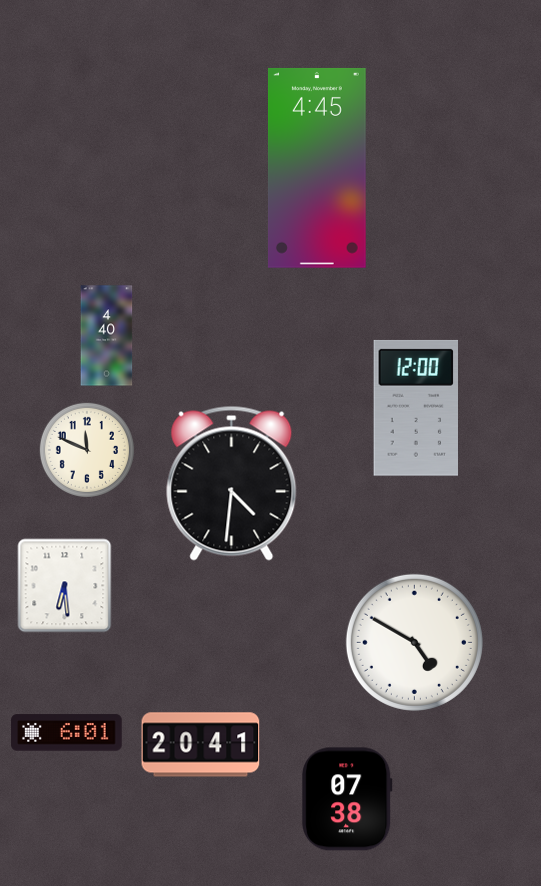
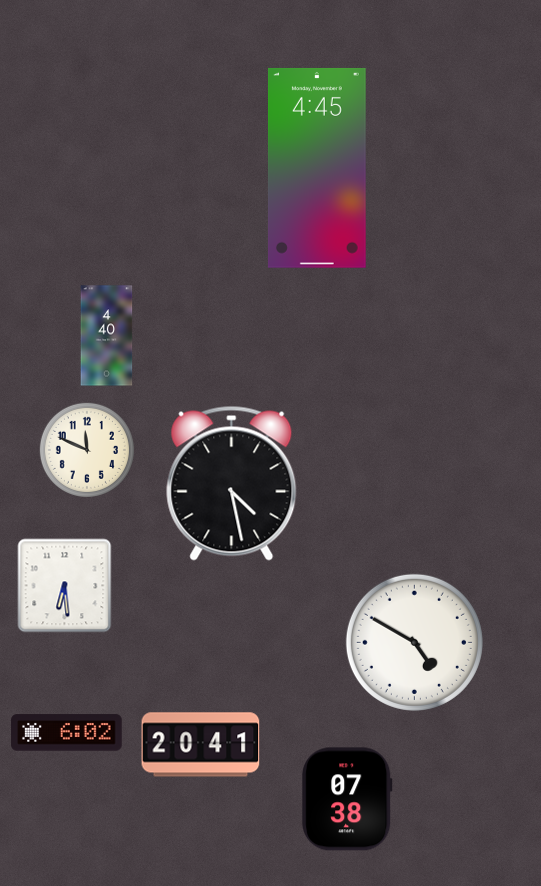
clock at (415, 408): 12:00 -> none
clock at (232, 483): 4:31 -> 4:28
clock at (67, 733): 6:01 -> 6:02
